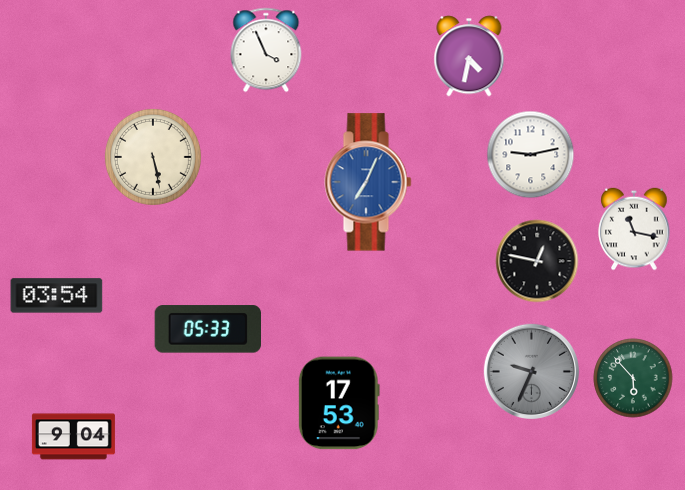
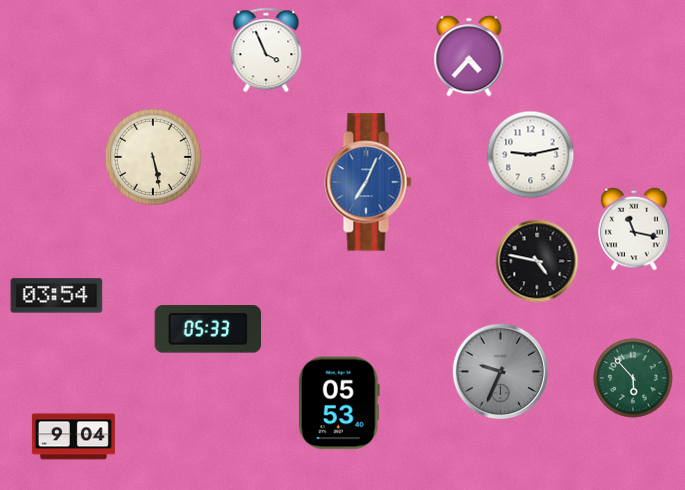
clock at (469, 56): 4:32 -> 4:37
clock at (537, 261): 12:47 -> 4:47
clock at (531, 371) position: (531, 371) -> (500, 371)
clock at (339, 403): 17:53 -> 05:53
